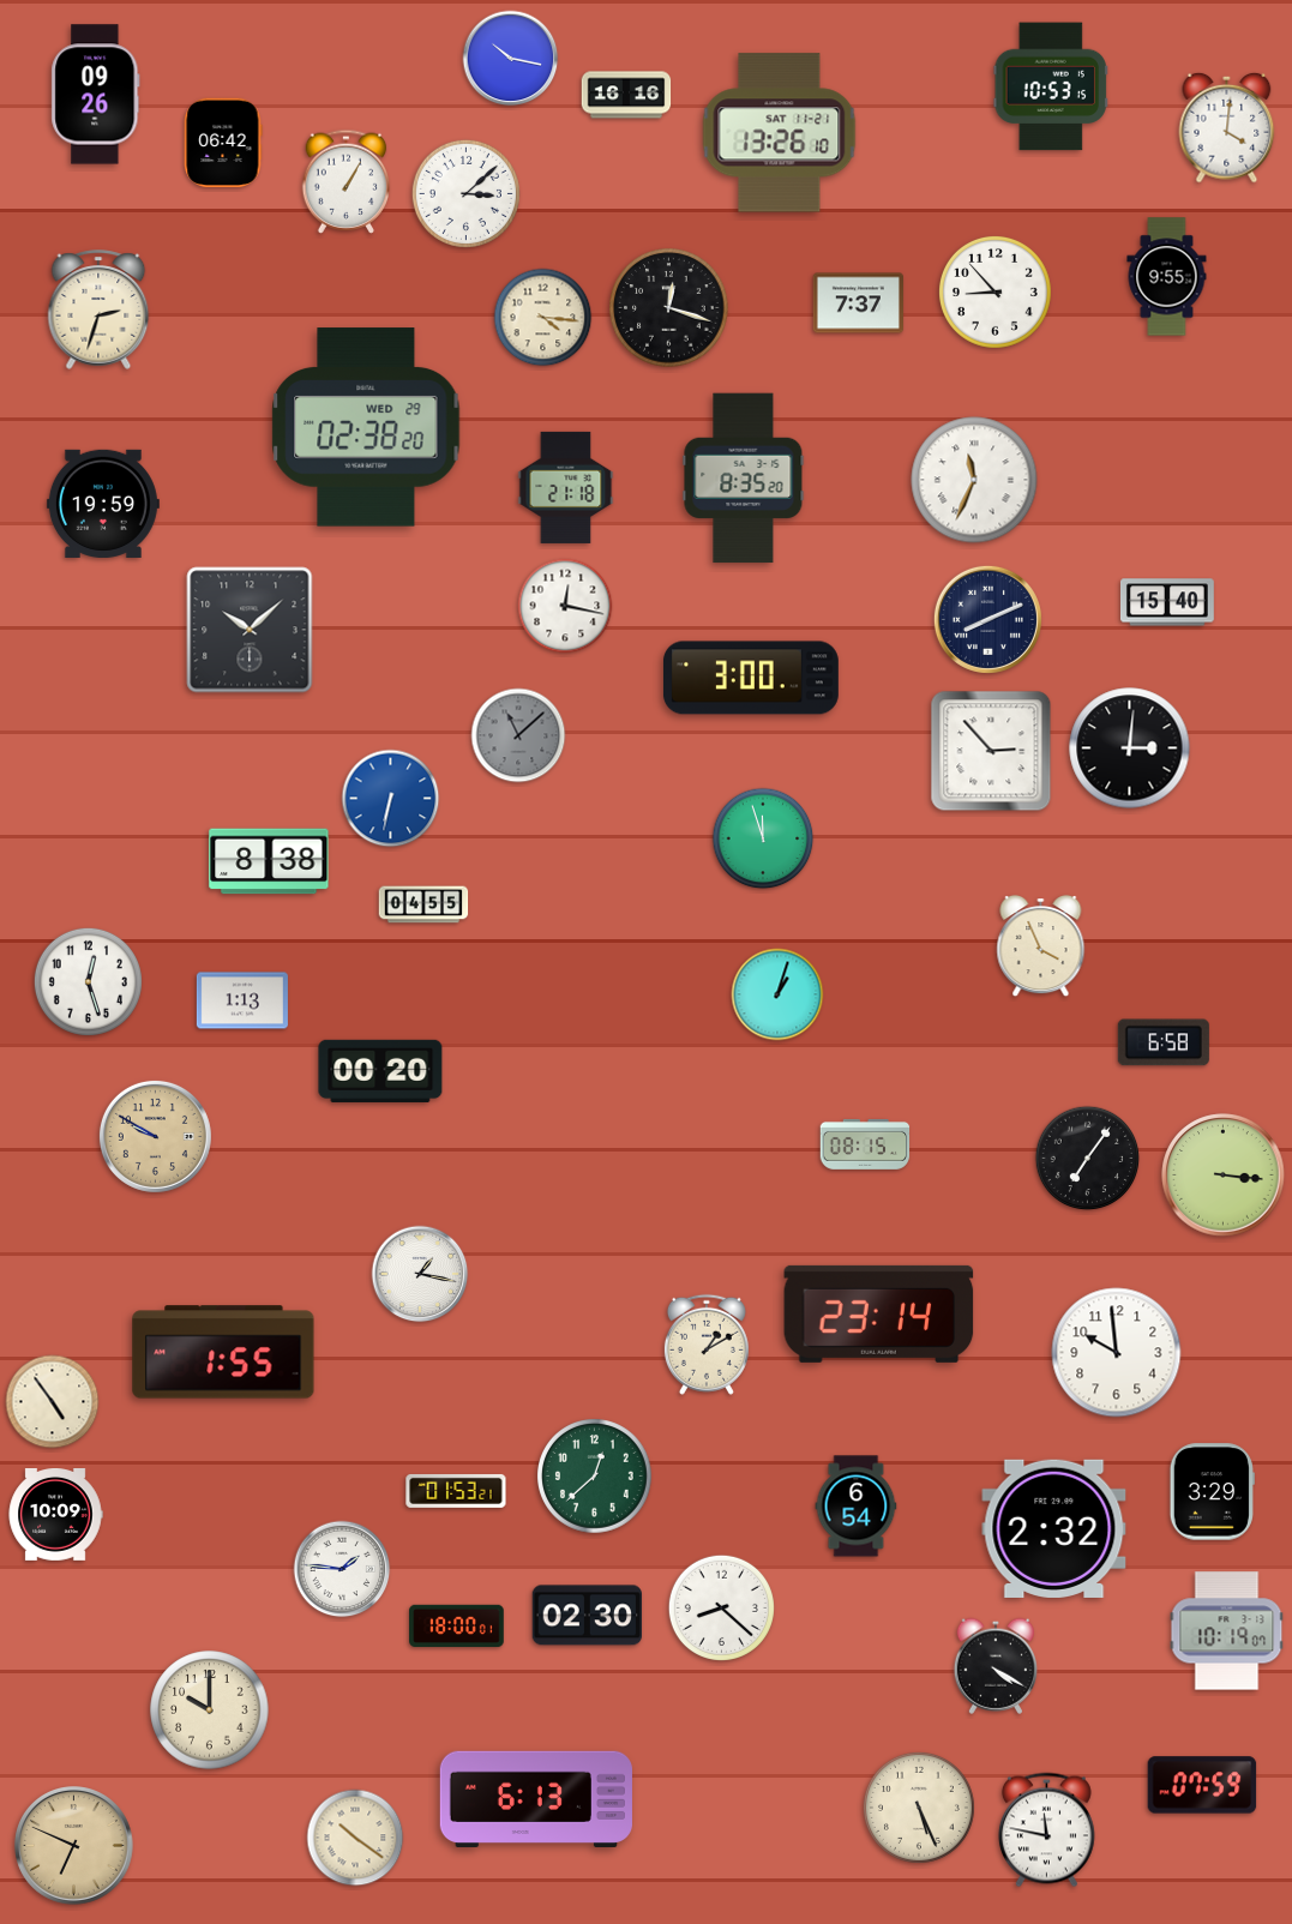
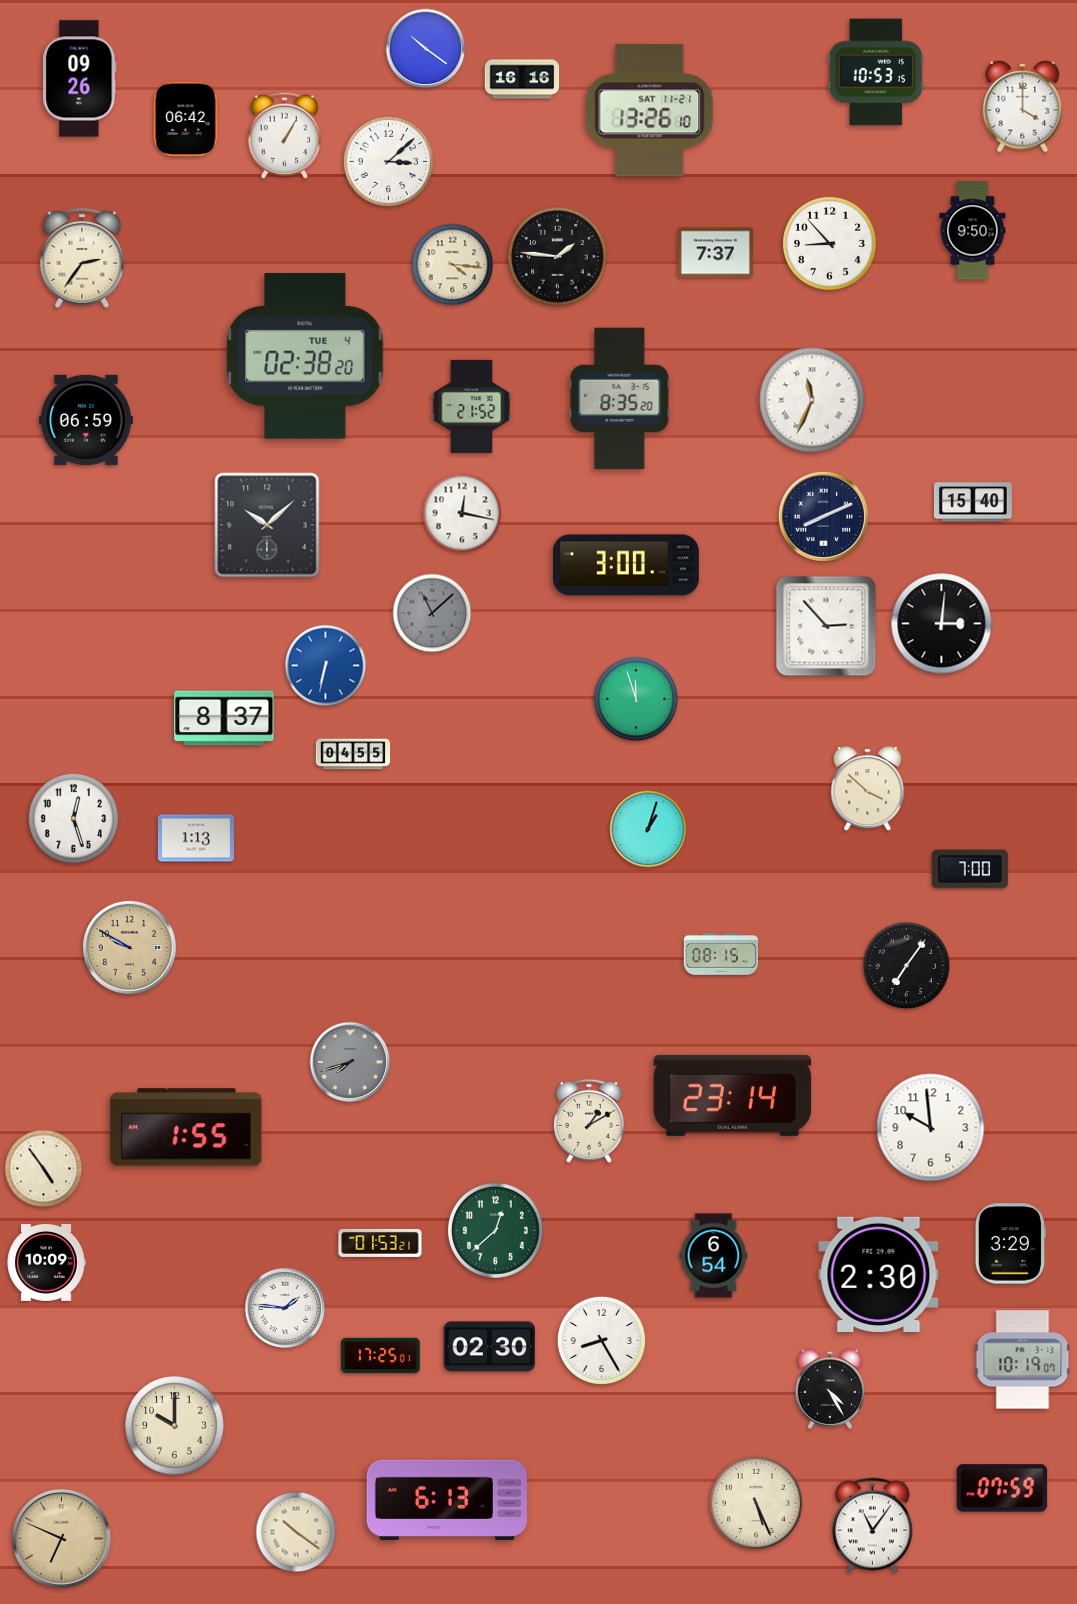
clock at (511, 59): 10:17 -> 10:21
clock at (1227, 127): 4:01 -> 4:00
clock at (347, 181) position: (347, 181) -> (285, 135)
clock at (1167, 277): 9:55 -> 9:50
clock at (669, 308): 12:18 -> 1:46
clock at (98, 309): 2:33 -> 2:36
clock at (366, 427) date: WED 29 -> TUE 4
clock at (566, 487): 21:18 -> 21:52
clock at (103, 504): 19:59 -> 06:59
clock at (565, 606) position: (565, 606) -> (462, 513)
clock at (250, 630) position: (250, 630) -> (267, 525)
clock at (269, 861): 8:38 -> 8:37
clock at (1041, 948): 3:56 -> 3:52
clock at (242, 1000) position: (242, 1000) -> (196, 838)
clock at (1164, 1042): 6:58 -> 7:00
clock at (380, 1071): 00:20 -> none
clock at (1224, 1176): 3:16 -> none
clock at (420, 1274): 1:17 -> 7:42
clock at (420, 1274) dial: white -> grey
clock at (1054, 1528): 2:32 -> 2:30
clock at (721, 1607): 8:22 -> 8:25
clock at (457, 1627): 18:00 -> 17:25
clock at (994, 1666): 4:20 -> 4:25
clock at (919, 1808) position: (919, 1808) -> (756, 1503)
clock at (1046, 1830): 11:47 -> 11:06
